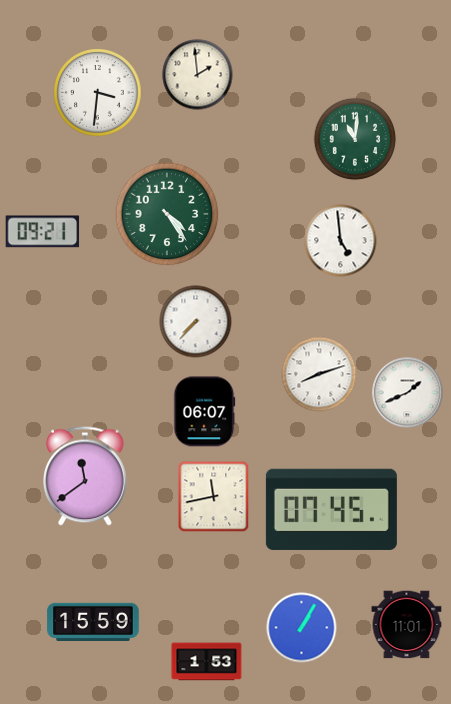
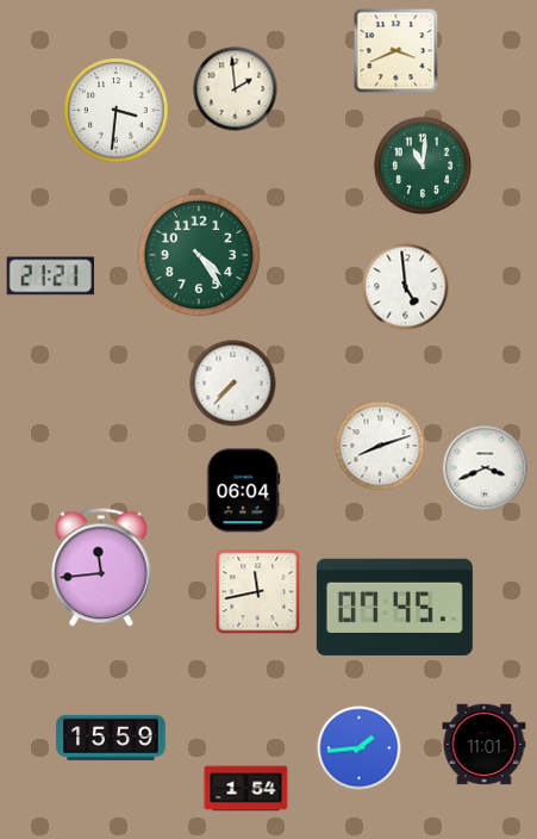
clock at (396, 51): none -> 3:41
clock at (43, 232): 09:21 -> 21:21
clock at (408, 393): 1:41 -> 3:41
clock at (205, 412): 06:07 -> 06:04
clock at (86, 476): 11:39 -> 11:44
clock at (214, 497) position: (214, 497) -> (258, 592)
clock at (93, 621) position: (93, 621) -> (111, 737)
clock at (302, 628): 1:05 -> 1:44
clock at (207, 662): 1:53 -> 1:54
